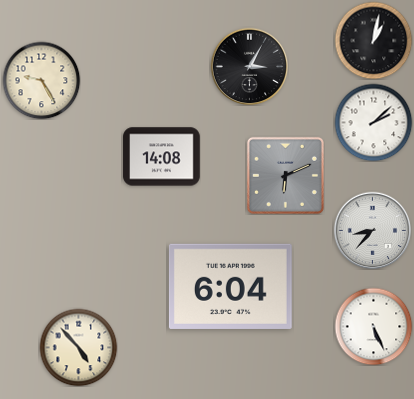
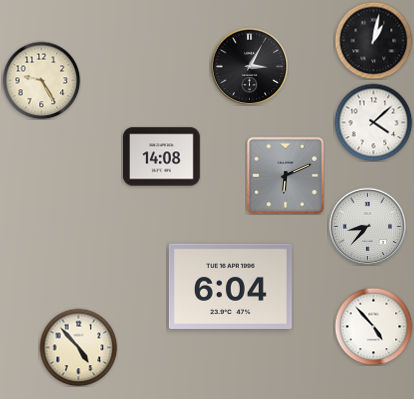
clock at (373, 122): 2:08 -> 4:08
clock at (372, 230) position: (372, 230) -> (367, 226)
clock at (373, 326): 5:26 -> 4:53
